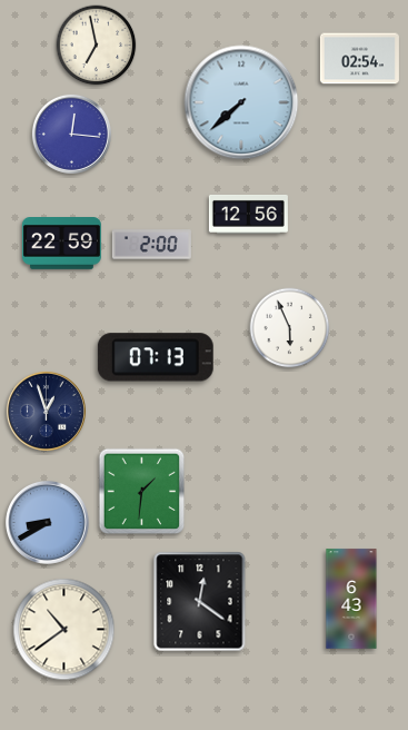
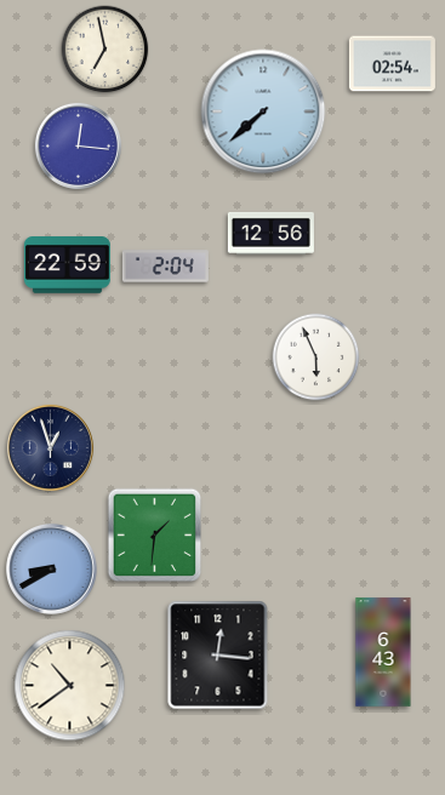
clock at (151, 245): 2:00 -> 2:04
clock at (156, 357): 07:13 -> none
clock at (200, 602): 12:21 -> 12:16
